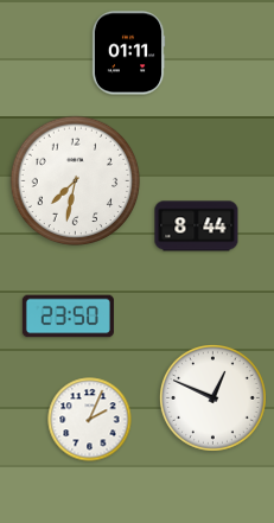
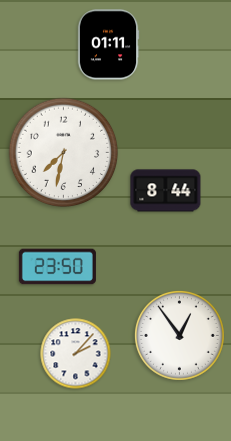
clock at (212, 397): 12:49 -> 12:54
clock at (90, 420): 2:04 -> 2:07
